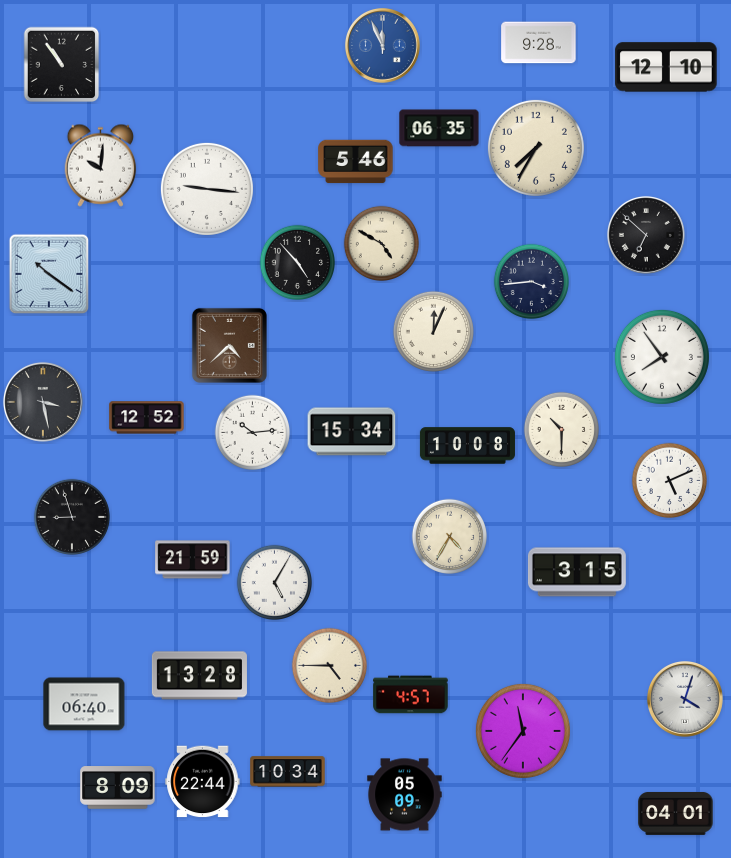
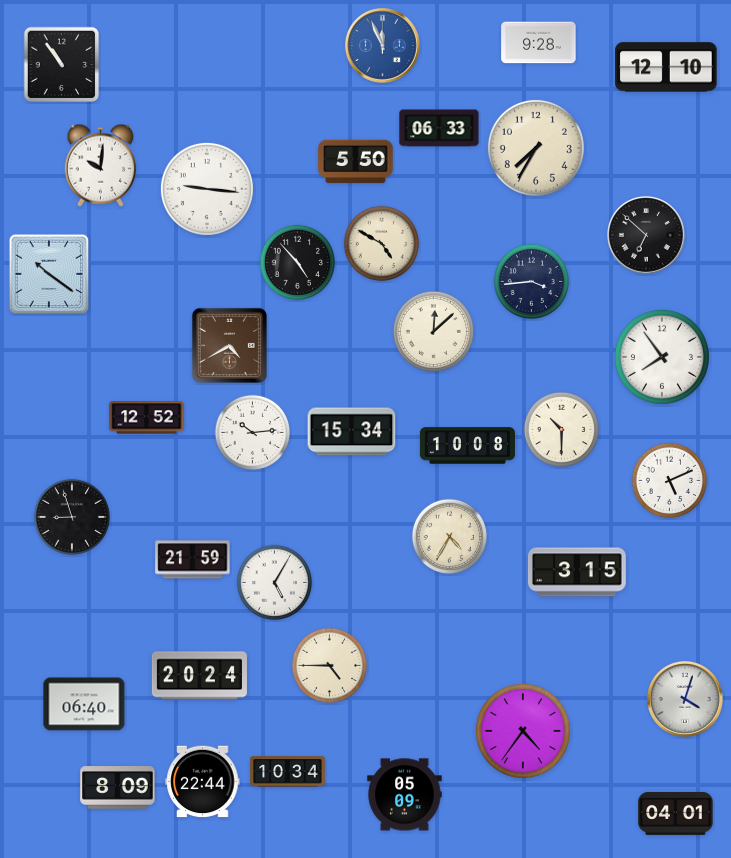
clock at (439, 128): 06:35 -> 06:33
clock at (356, 162): 5:46 -> 5:50
clock at (433, 331): 12:04 -> 12:08
clock at (229, 345): 4:38 -> 4:40
clock at (43, 402): 3:28 -> none
clock at (199, 676): 13:28 -> 20:24
clock at (411, 695): 4:57 -> none
clock at (523, 731): 11:36 -> 4:36
